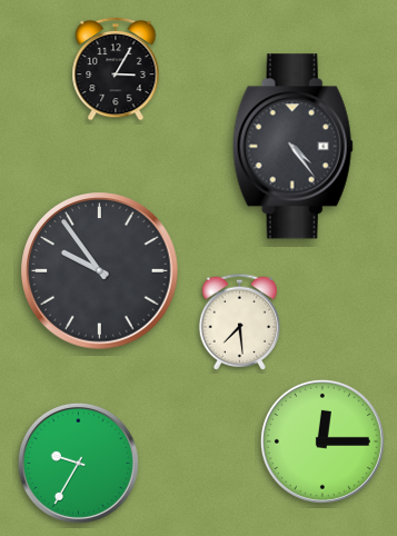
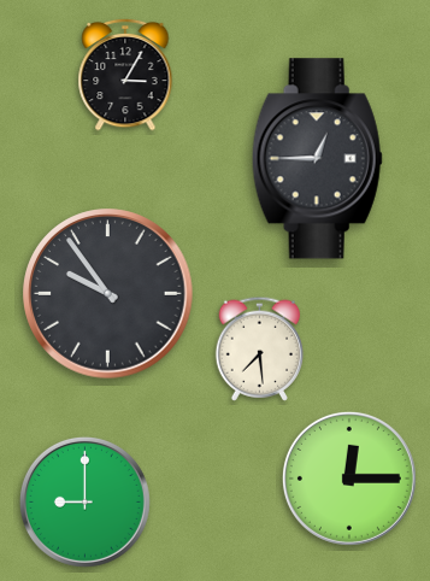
clock at (292, 147): 4:24 -> 12:45
clock at (78, 463): 9:35 -> 9:00
